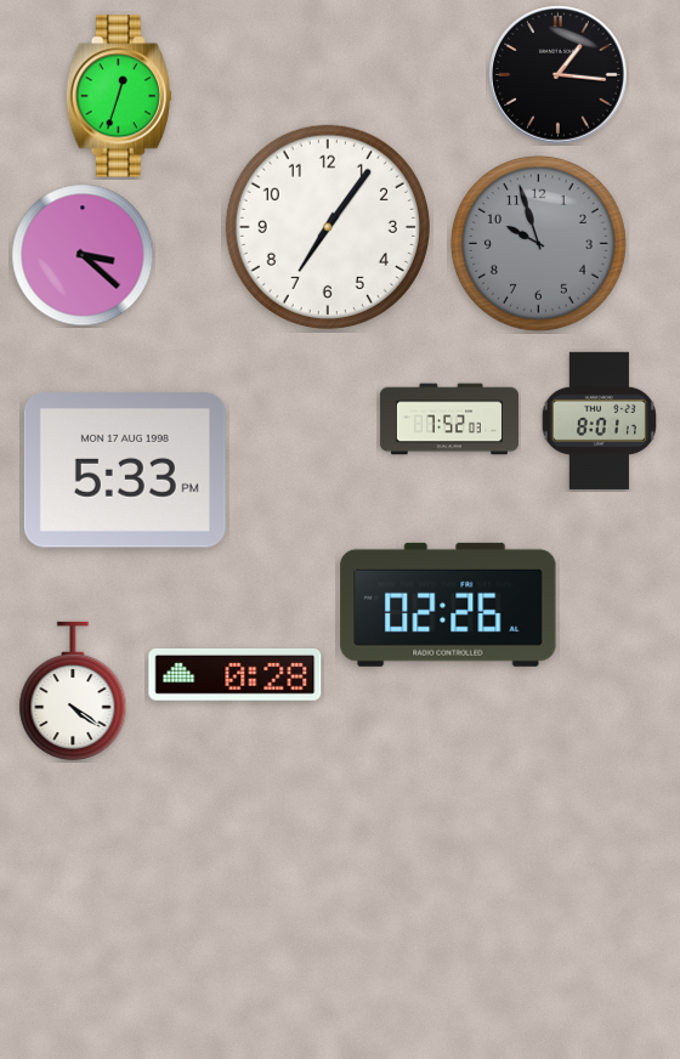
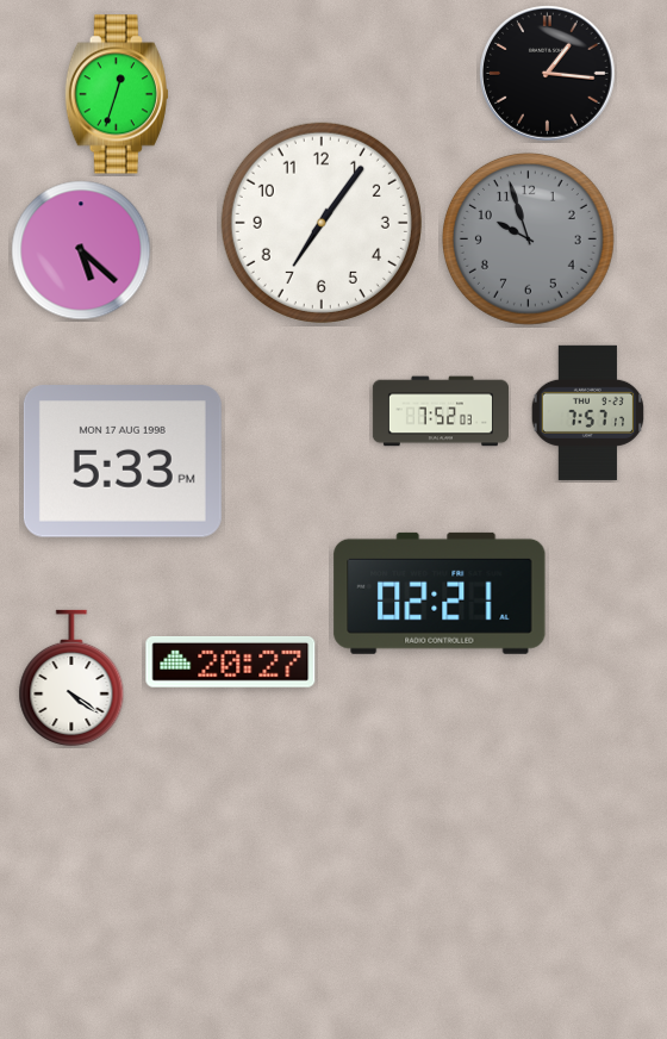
clock at (83, 255): 3:22 -> 5:22
clock at (599, 420): 8:01 -> 7:57
clock at (448, 605): 02:26 -> 02:21
clock at (236, 674): 0:28 -> 20:27
